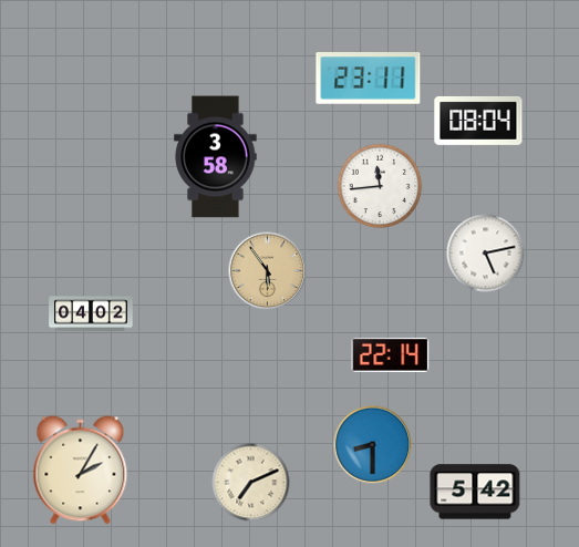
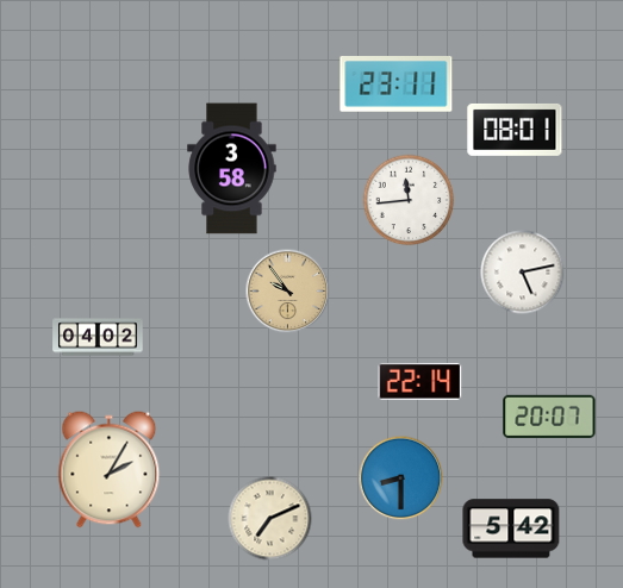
clock at (478, 121): 08:04 -> 08:01
clock at (268, 271): 5:54 -> 9:54
clock at (549, 415): none -> 20:07
clock at (81, 471) position: (81, 471) -> (110, 470)
